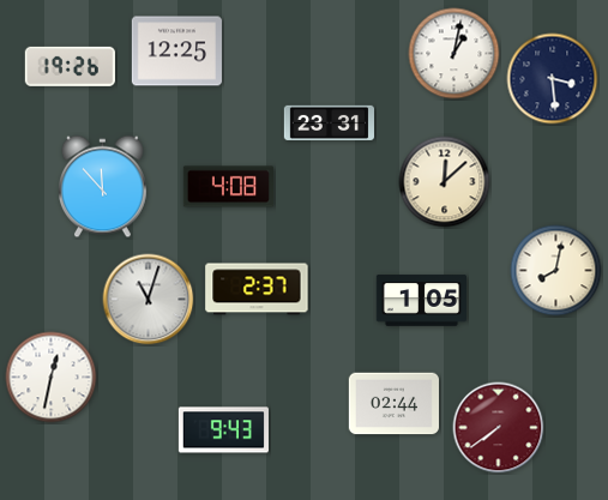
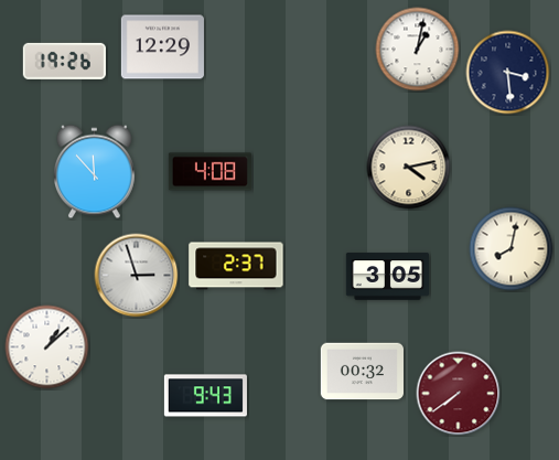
clock at (176, 52): 12:25 -> 12:29
clock at (329, 122): 23:31 -> none
clock at (445, 182): 12:08 -> 4:13
clock at (149, 300): 11:03 -> 2:57
clock at (421, 301): 1:05 -> 3:05
clock at (52, 378): 12:32 -> 1:08
clock at (393, 404): 02:44 -> 00:32
